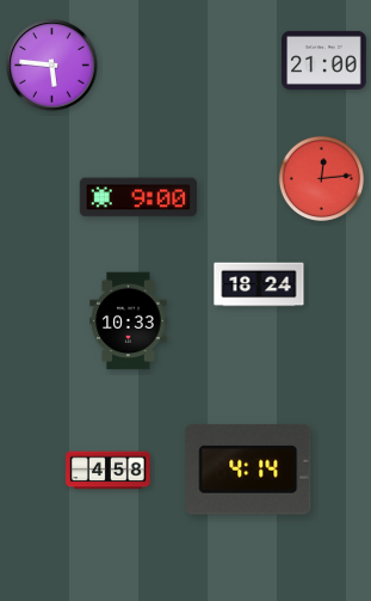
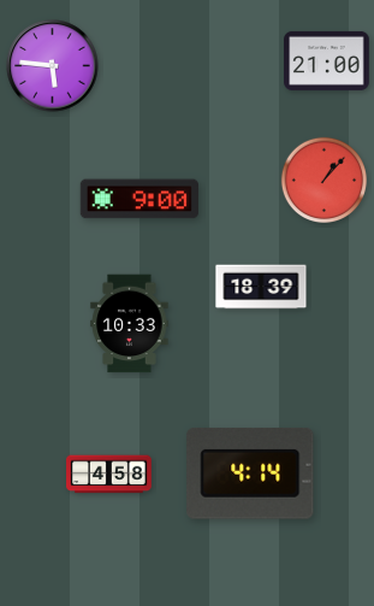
clock at (321, 178): 12:14 -> 1:07
clock at (259, 284): 18:24 -> 18:39
